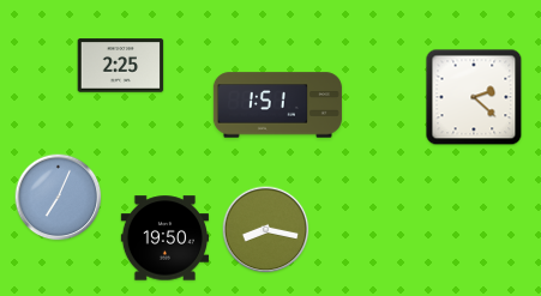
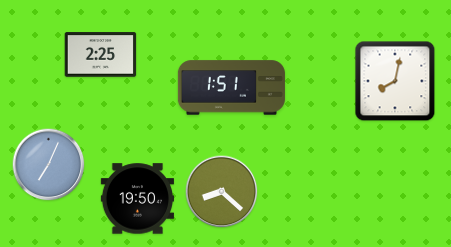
clock at (474, 97): 2:22 -> 8:02
clock at (266, 230): 8:17 -> 8:22
